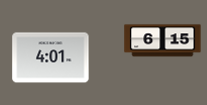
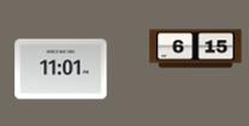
clock at (51, 58): 4:01 -> 11:01
